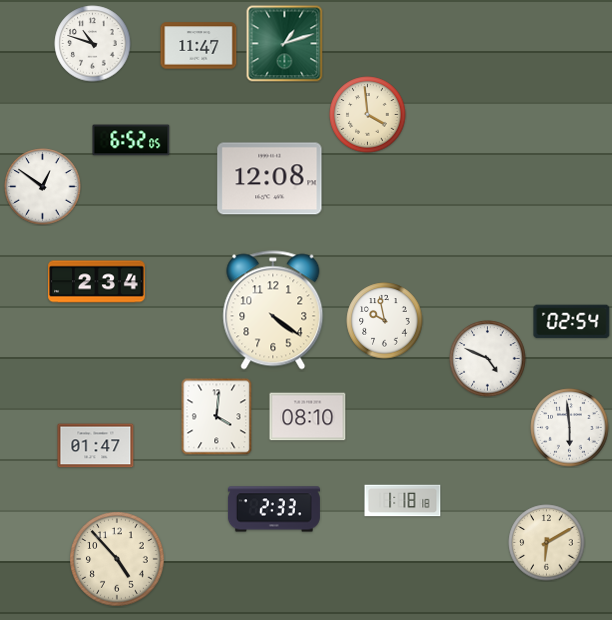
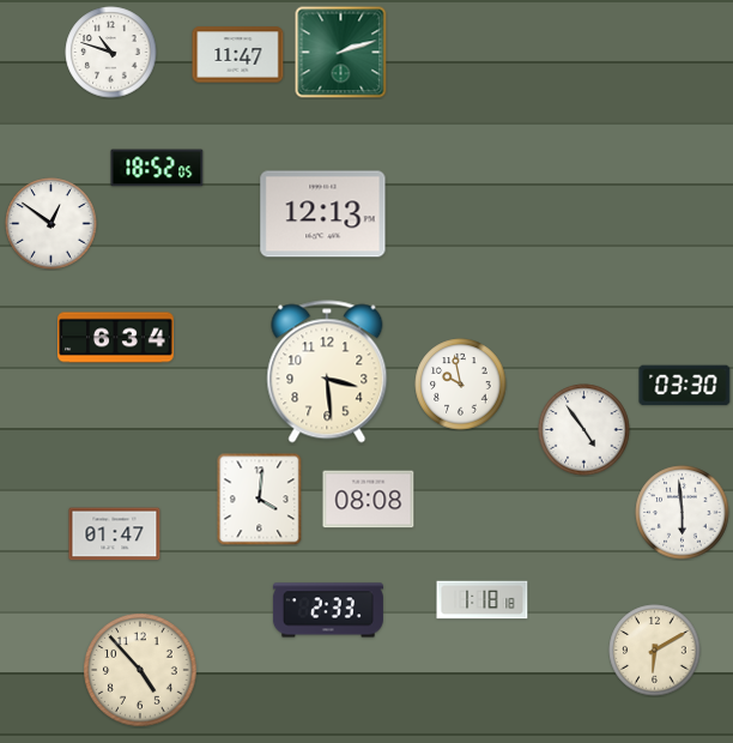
clock at (285, 44): 1:12 -> 2:12
clock at (368, 115): 3:59 -> none
clock at (131, 140): 6:52 -> 18:52
clock at (270, 179): 12:08 -> 12:13
clock at (97, 282): 2:34 -> 6:34
clock at (273, 310): 4:21 -> 3:29
clock at (572, 322): 02:54 -> 03:30
clock at (488, 359): 4:49 -> 4:54
clock at (308, 417): 08:10 -> 08:08
